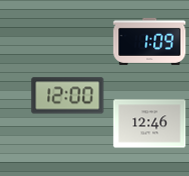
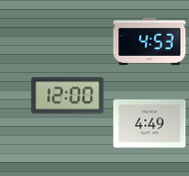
clock at (150, 41): 1:09 -> 4:53
clock at (150, 124): 12:46 -> 4:49
